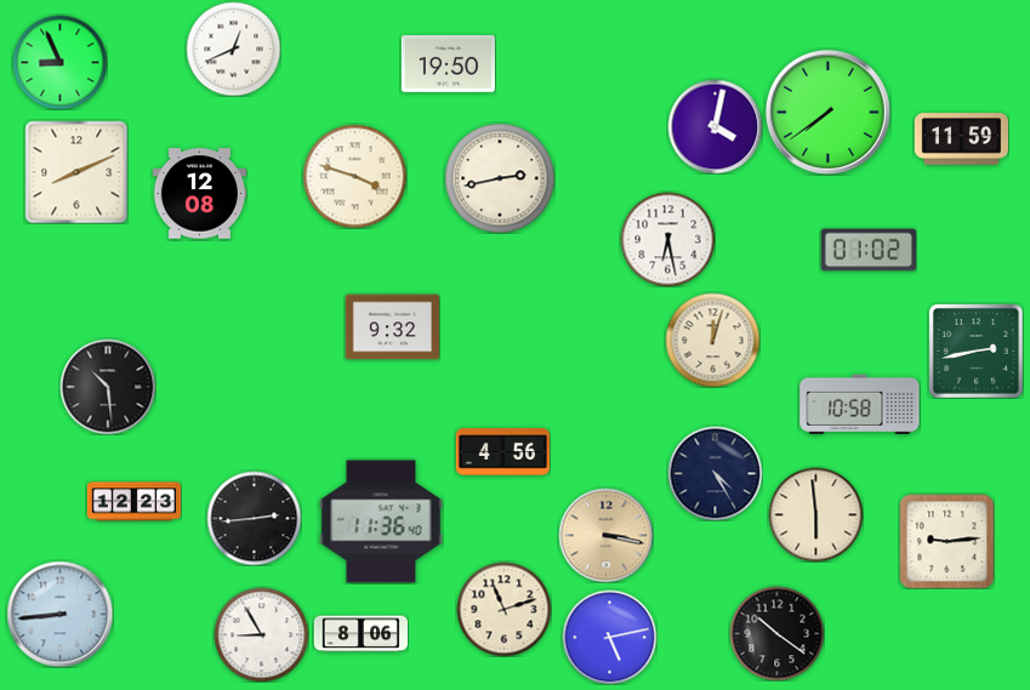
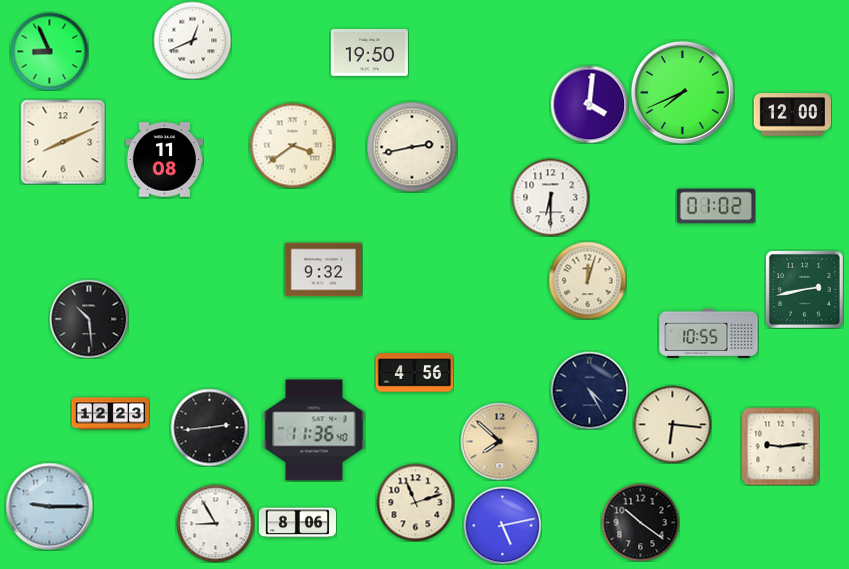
clock at (827, 112): 7:39 -> 7:41
clock at (715, 126): 4:02 -> 4:01
clock at (961, 139): 11:59 -> 12:00
clock at (354, 176): 3:48 -> 3:39
clock at (199, 194): 12:08 -> 11:08
clock at (667, 239): 6:28 -> 6:30
clock at (860, 404): 10:58 -> 10:55
clock at (815, 514): 5:59 -> 6:16
clock at (605, 535): 3:17 -> 7:52
clock at (59, 614): 8:44 -> 9:15
